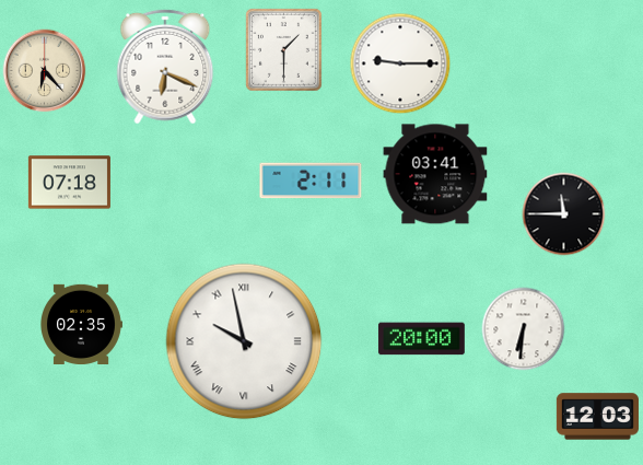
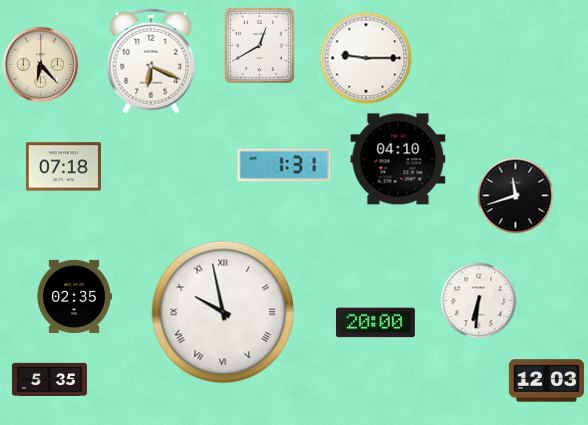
clock at (283, 49): 1:30 -> 12:40
clock at (435, 174): 03:41 -> 04:10
clock at (311, 181): 2:11 -> 1:31
clock at (564, 214): 11:45 -> 11:42
clock at (421, 339) position: (421, 339) -> (375, 323)
clock at (49, 379): none -> 5:35
